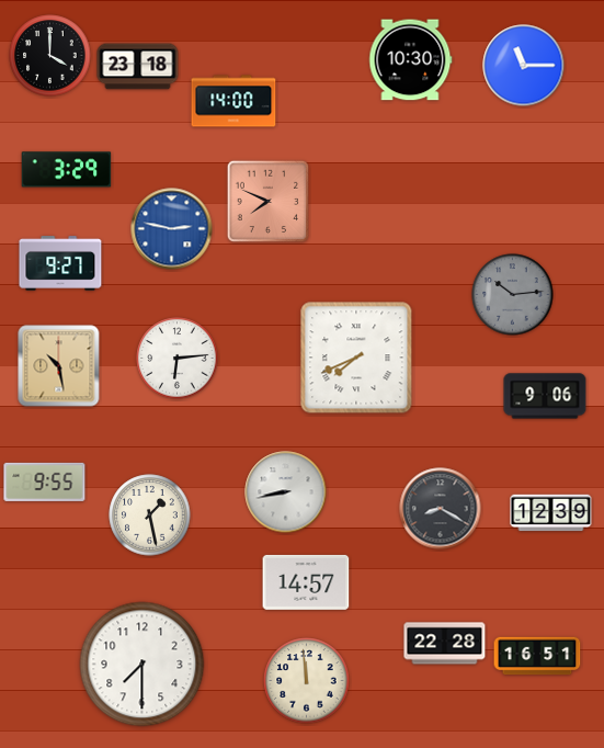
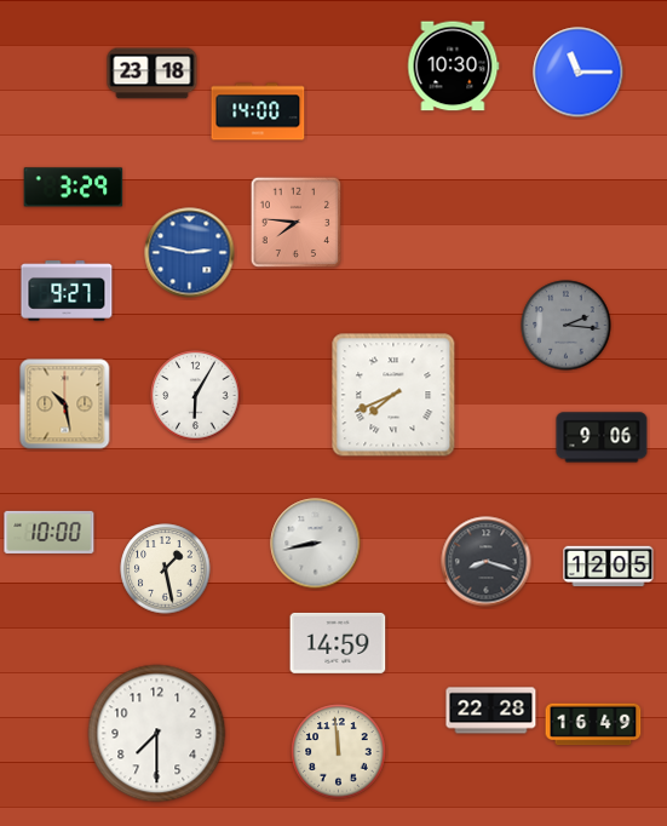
clock at (50, 56): 4:00 -> none
clock at (267, 201): 7:49 -> 7:46
clock at (513, 295): 10:14 -> 2:16
clock at (178, 359): 6:14 -> 6:05
clock at (45, 481): 9:55 -> 10:00
clock at (441, 509): 8:20 -> 8:18
clock at (551, 513): 12:39 -> 12:05
clock at (306, 582): 14:57 -> 14:59
clock at (537, 656): 16:51 -> 16:49
